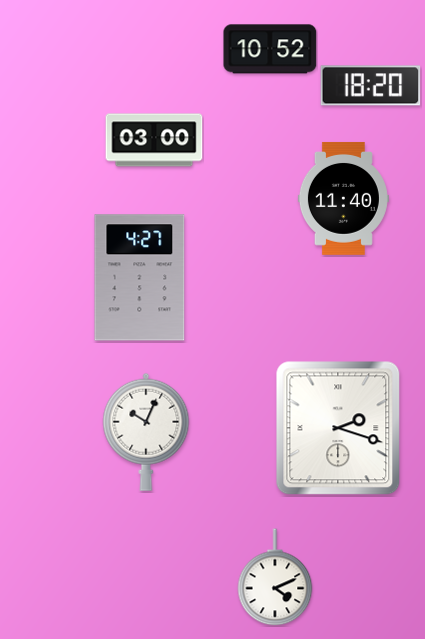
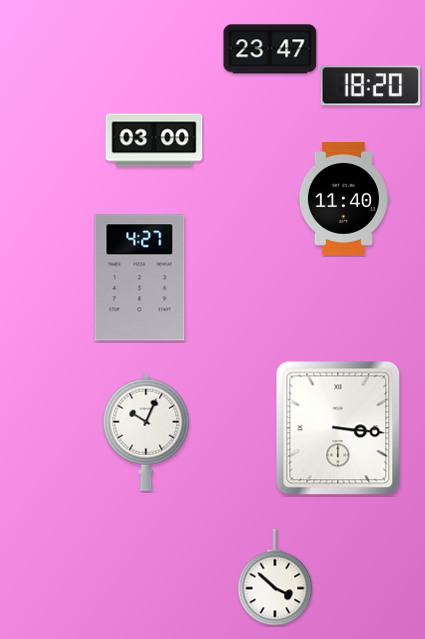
clock at (270, 49): 10:52 -> 23:47
clock at (338, 428): 2:18 -> 3:16
clock at (275, 577): 4:11 -> 3:52
